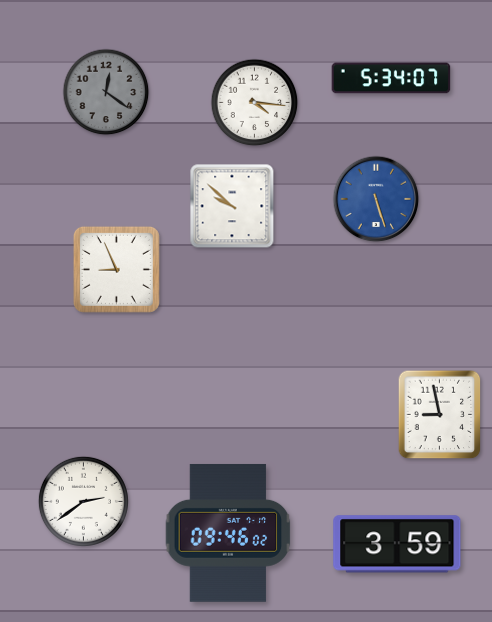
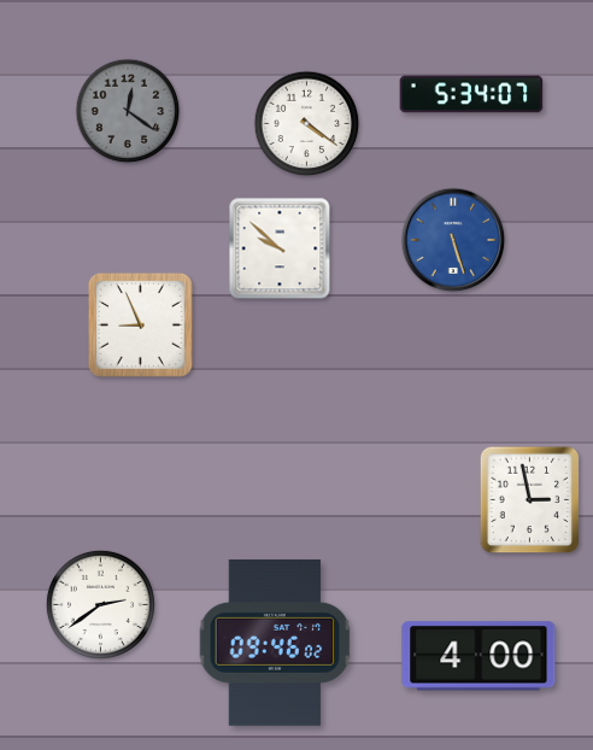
clock at (255, 103): 4:16 -> 4:21
clock at (440, 415): 8:58 -> 2:58
clock at (397, 544): 3:59 -> 4:00
